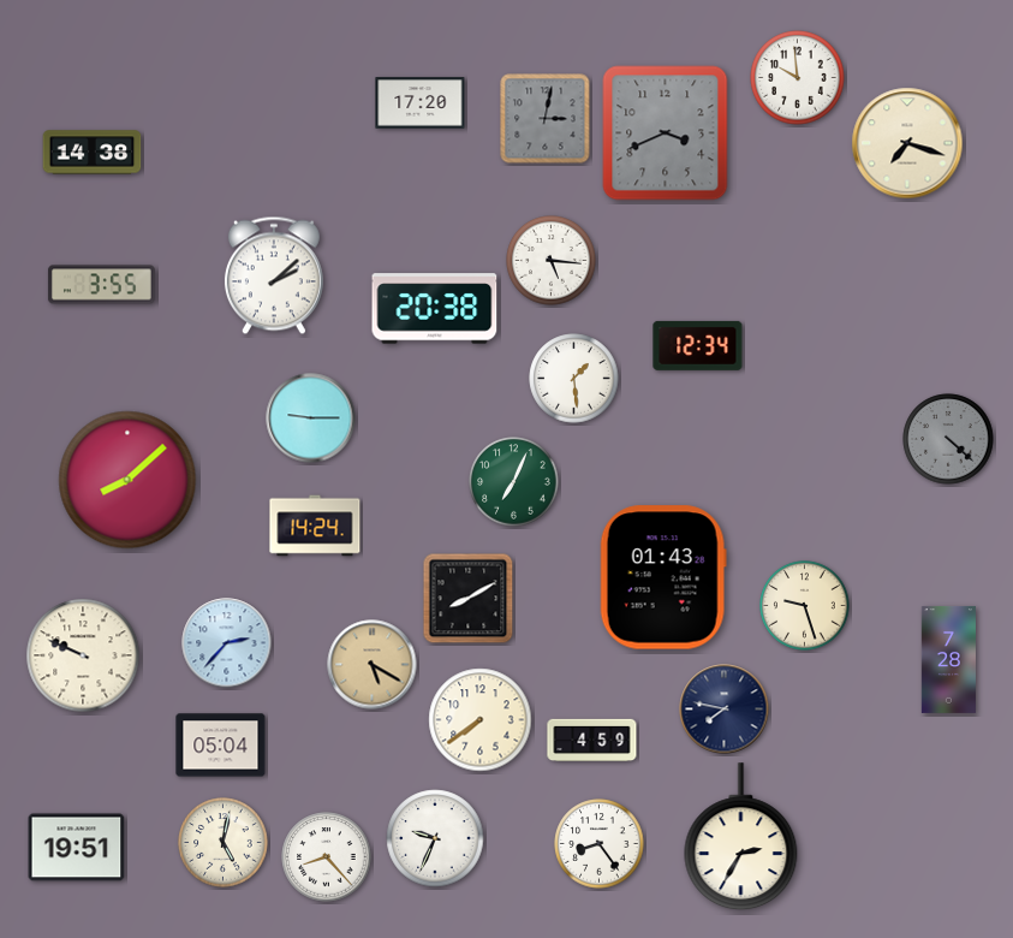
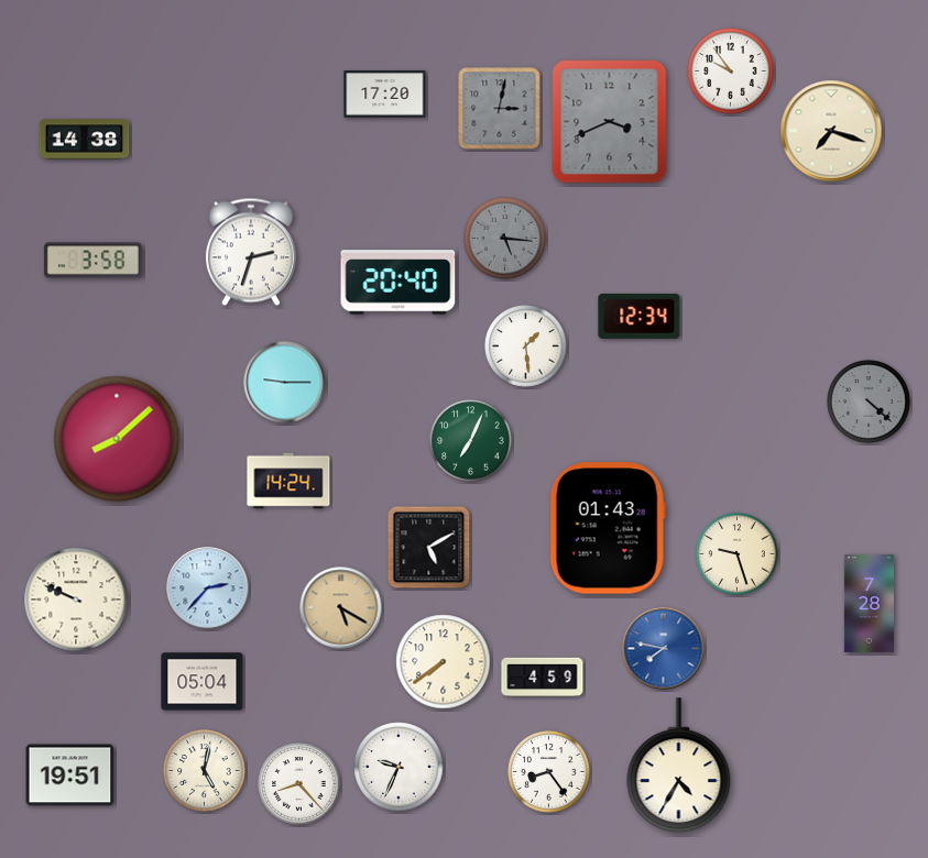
clock at (798, 78): 9:59 -> 9:54
clock at (552, 261) dial: white -> grey
clock at (274, 275): 2:08 -> 2:33
clock at (101, 285): 3:55 -> 3:58
clock at (435, 309): 20:38 -> 20:40
clock at (469, 599): 8:10 -> 5:10
clock at (725, 710) dial: navy -> blue
clock at (481, 720) position: (481, 720) -> (444, 662)
clock at (741, 837): 2:35 -> 4:35
